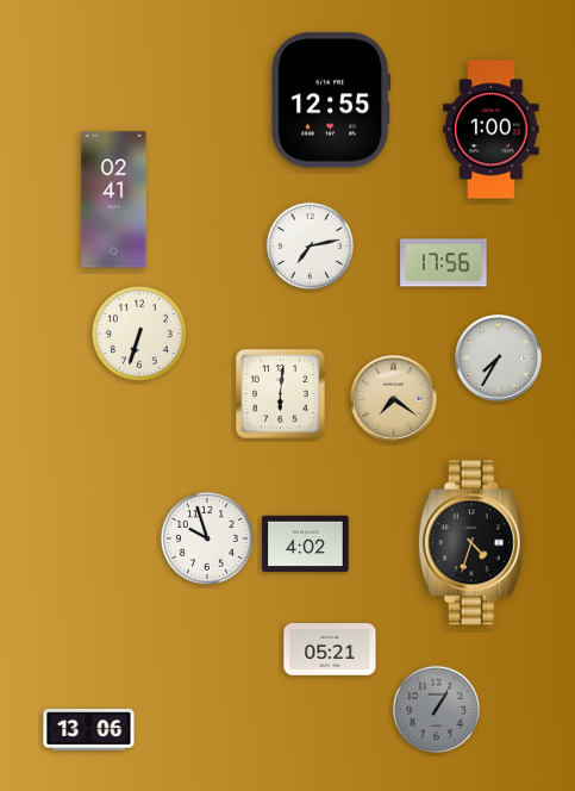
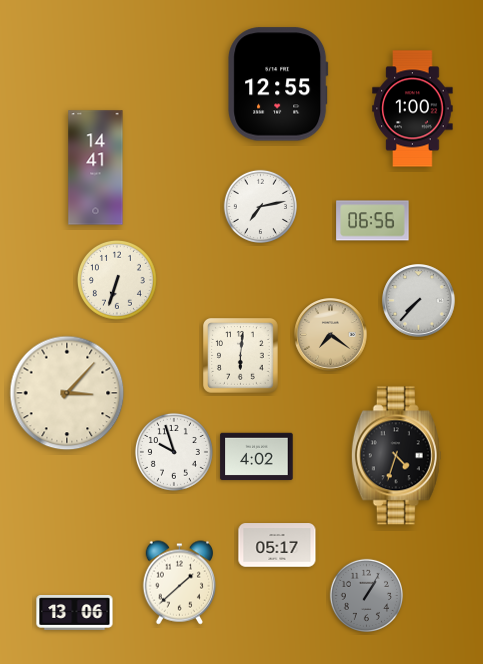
clock at (114, 200): 02:41 -> 14:41
clock at (444, 263): 17:56 -> 06:56
clock at (499, 359): 7:35 -> 7:37
clock at (281, 394) position: (281, 394) -> (241, 356)
clock at (67, 393): none -> 3:07
clock at (330, 649): 05:21 -> 05:17
clock at (179, 583): none -> 1:38
